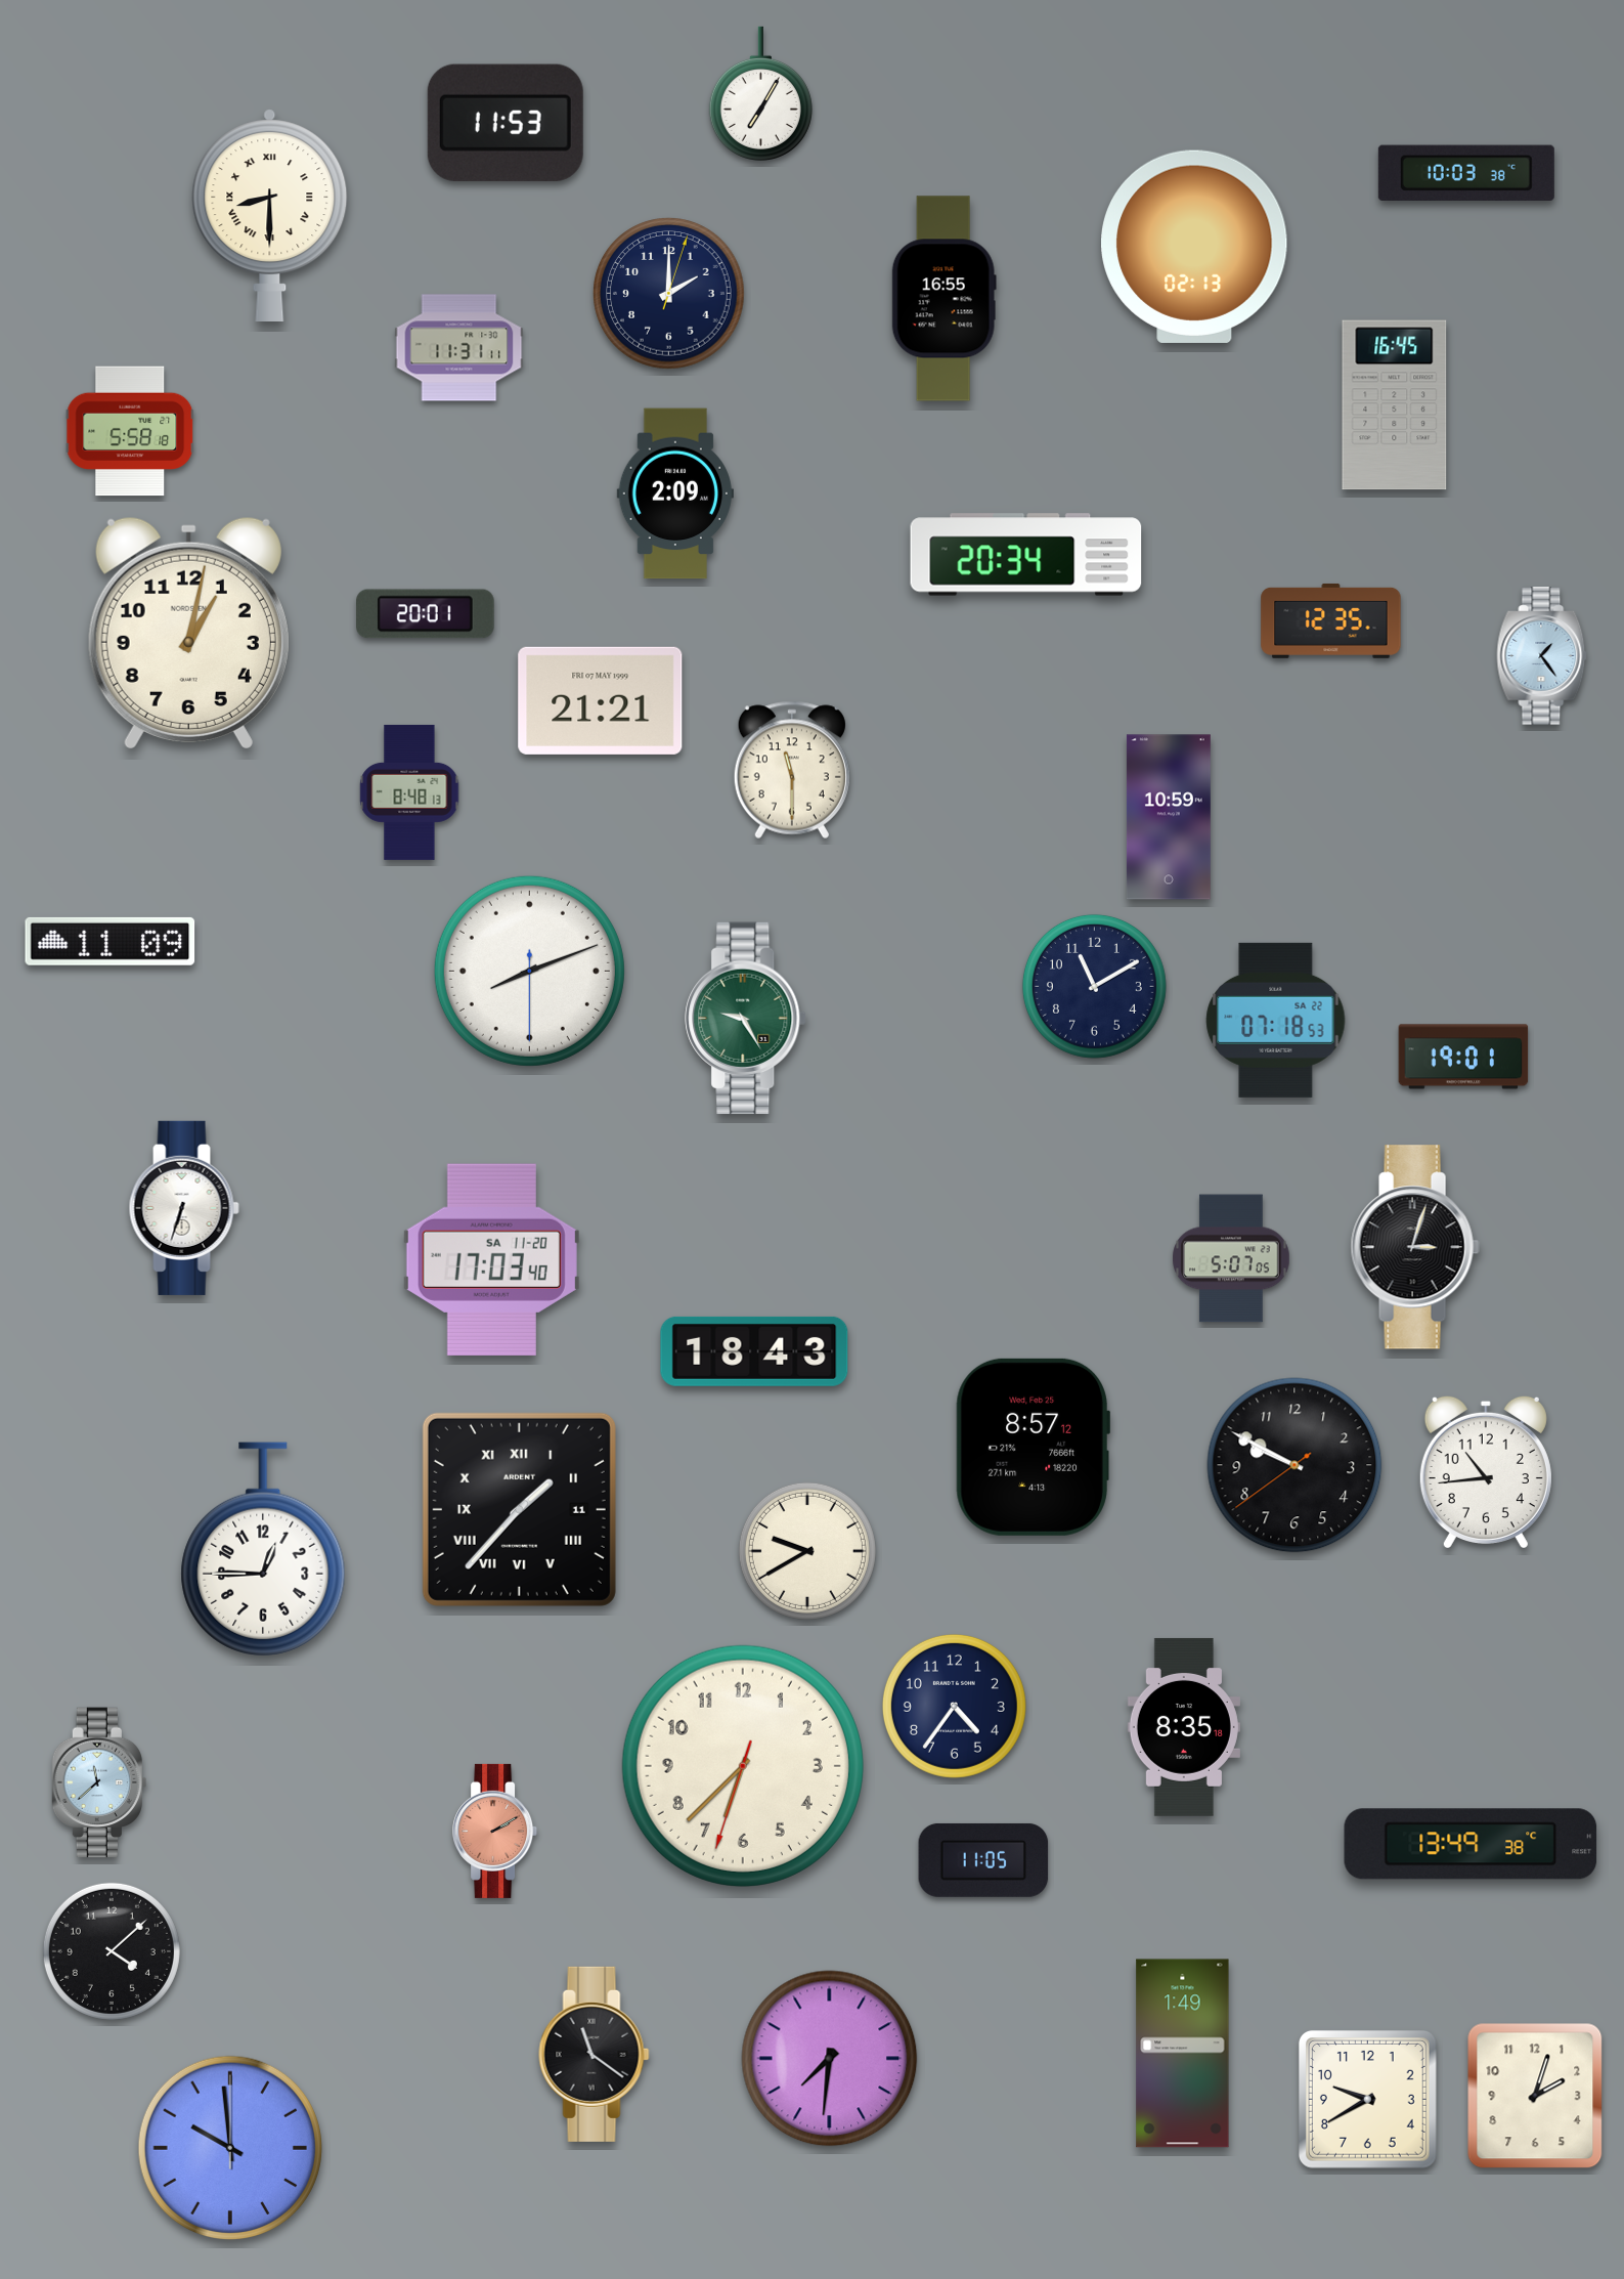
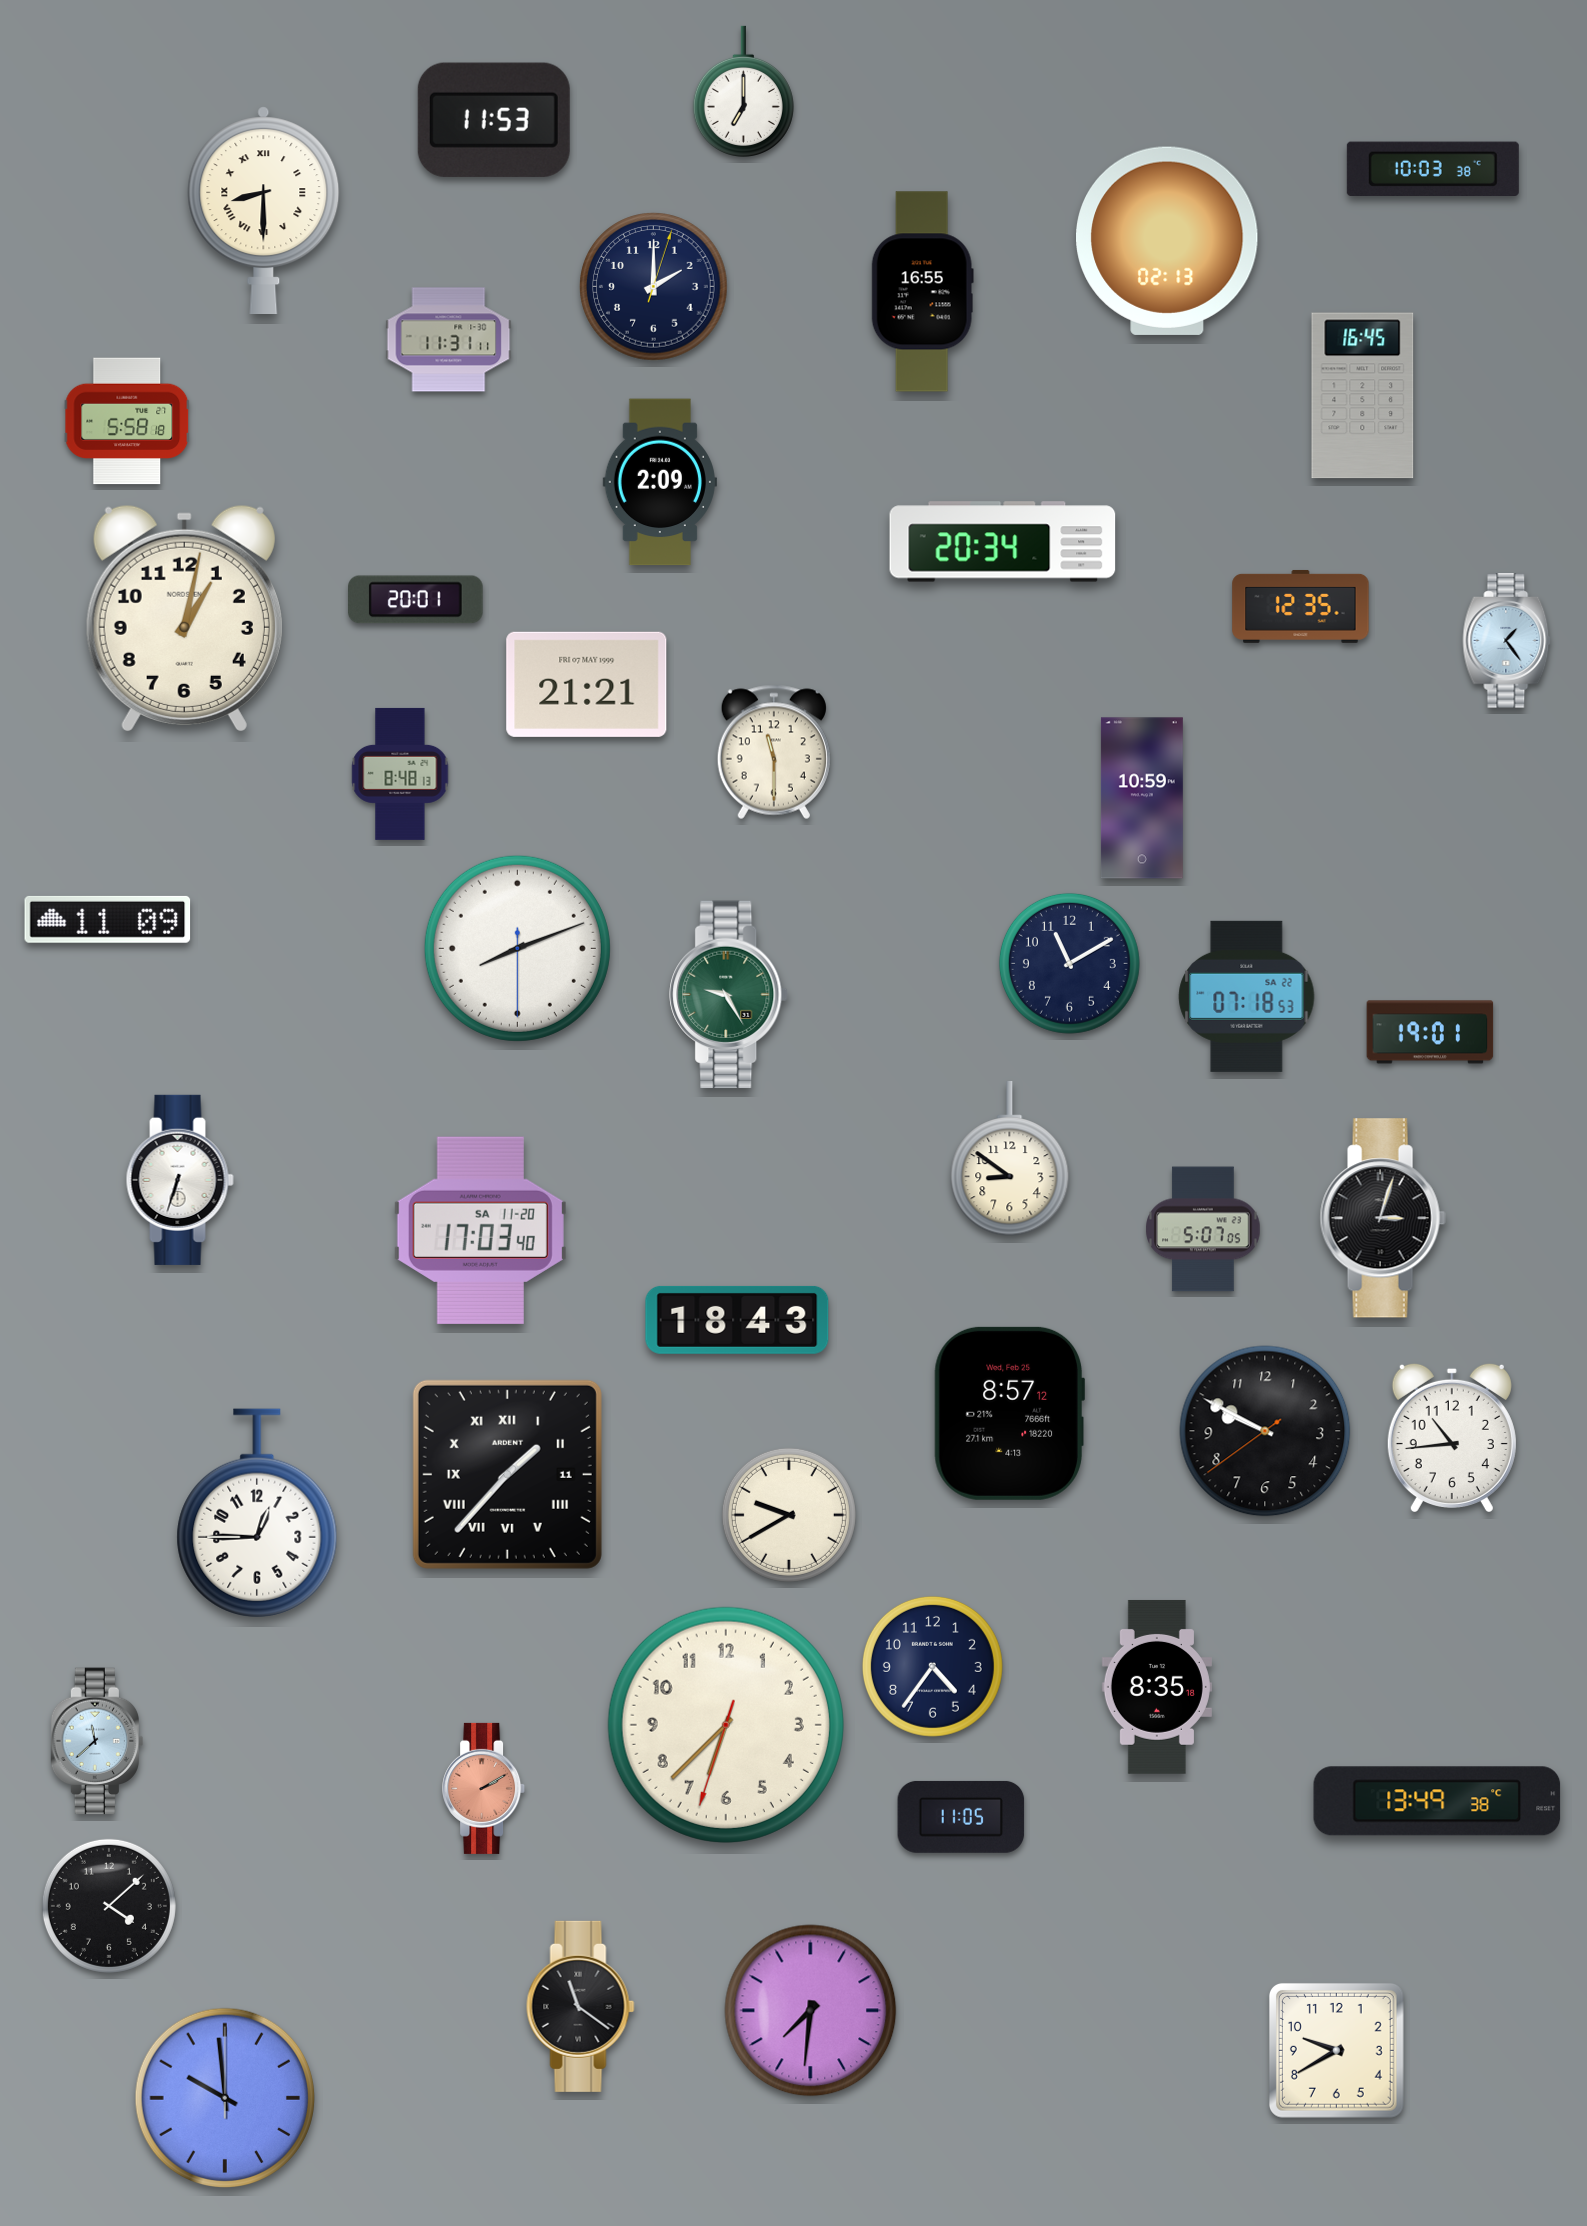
clock at (760, 93): 7:05 -> 7:00
clock at (1010, 1160): none -> 8:51
clock at (1183, 2054): 1:49 -> none
clock at (1535, 2096): 2:03 -> none
